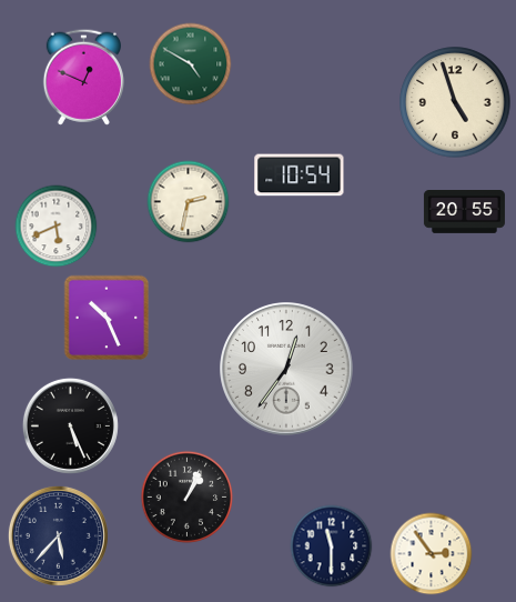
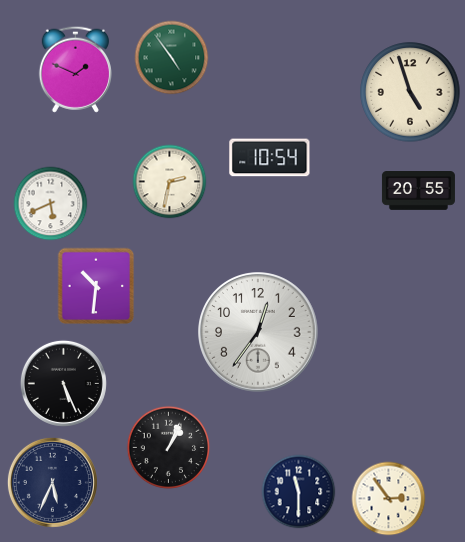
clock at (191, 64): 4:50 -> 4:54
clock at (83, 77): 12:49 -> 1:49
clock at (107, 318): 10:26 -> 10:31
clock at (58, 535): 5:37 -> 5:34
